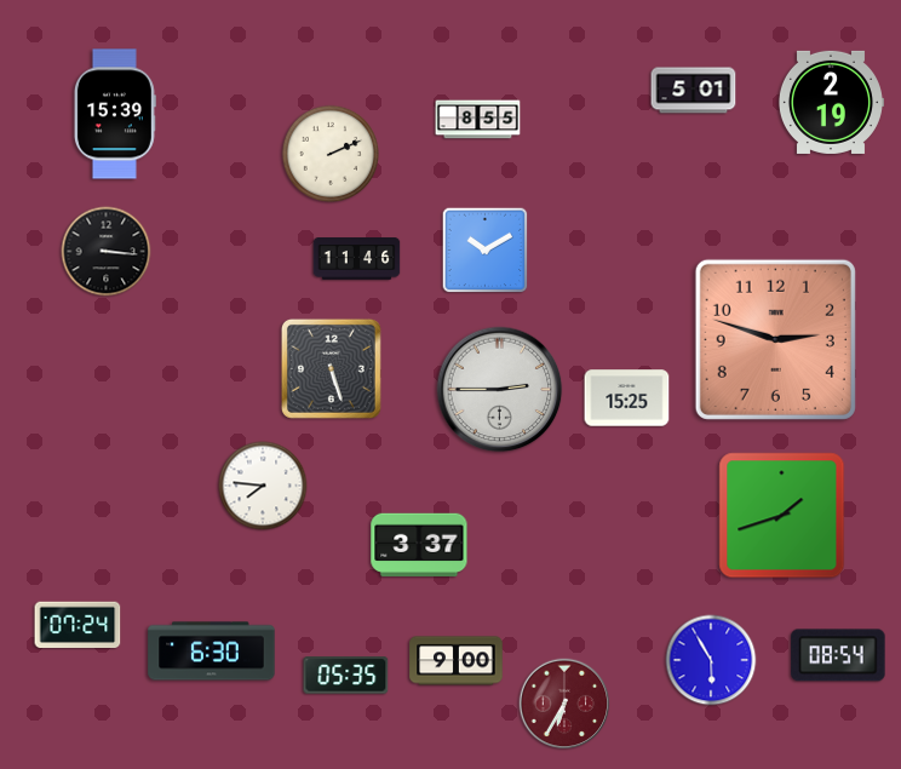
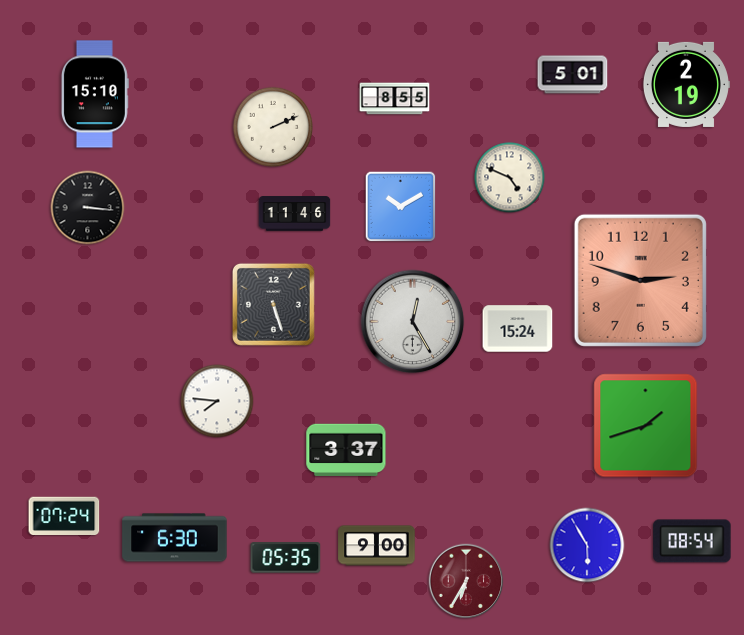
clock at (115, 114): 15:39 -> 15:10
clock at (510, 178): none -> 4:49
clock at (500, 390): 2:45 -> 12:25
clock at (627, 398): 15:25 -> 15:24
